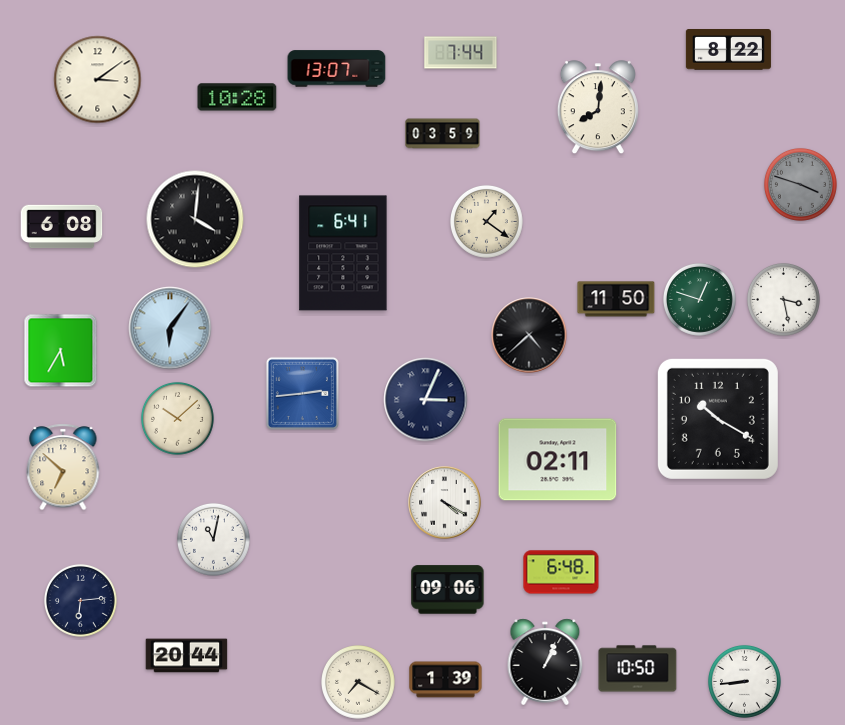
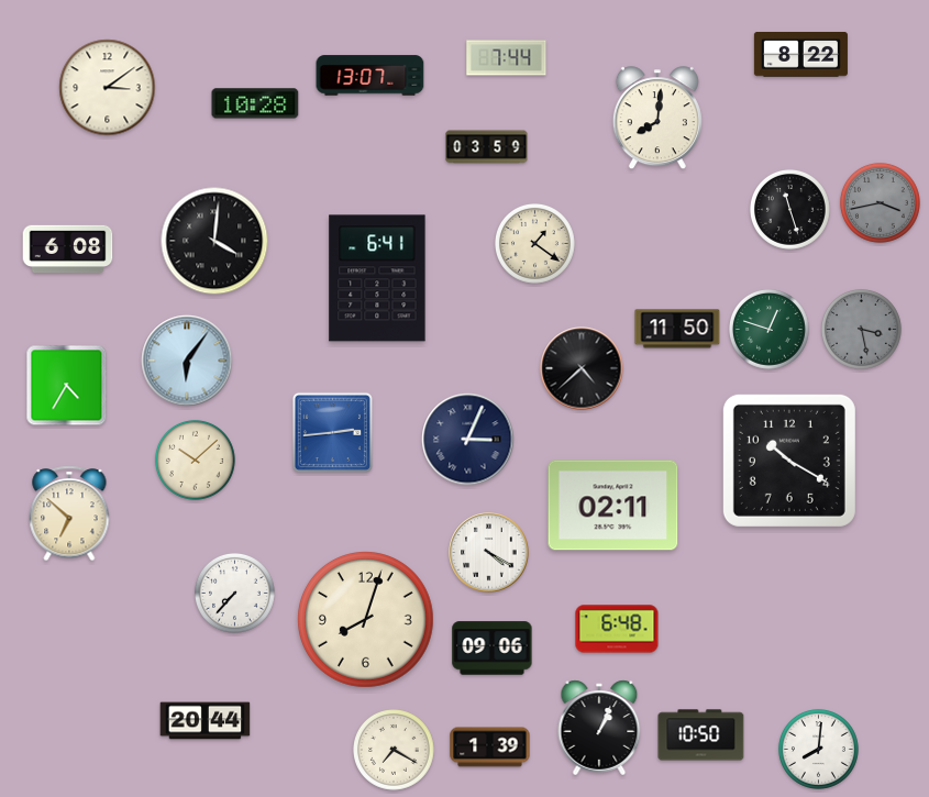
clock at (237, 97) position: (237, 97) -> (255, 103)
clock at (800, 184): 3:48 -> 3:43
clock at (789, 209): none -> 11:27
clock at (783, 299) dial: white -> grey
clock at (61, 351): 5:35 -> 4:35
clock at (213, 539): 11:02 -> 7:37
clock at (366, 620): none -> 8:03
clock at (80, 600): 6:14 -> none
clock at (744, 681): 8:44 -> 8:01
